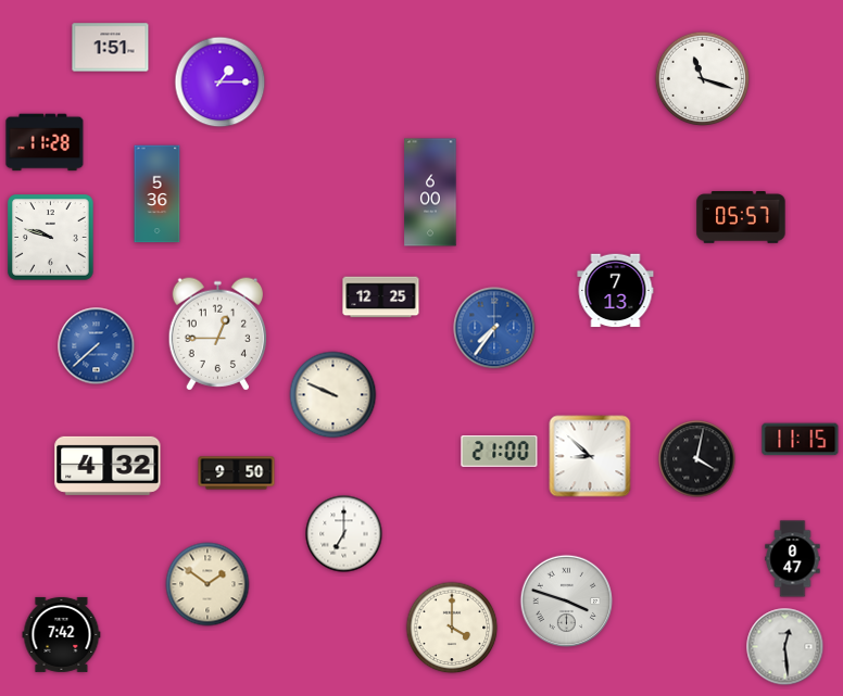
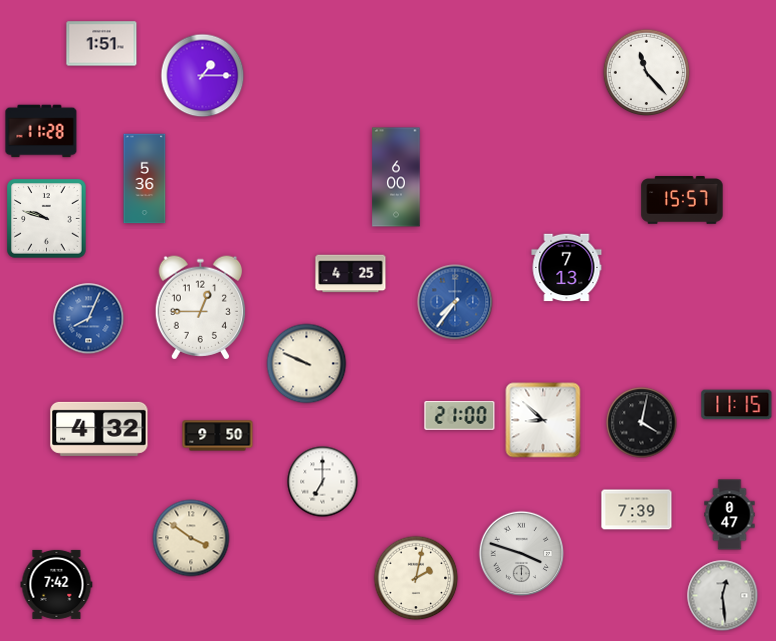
clock at (703, 79): 11:18 -> 11:23
clock at (741, 218): 05:57 -> 15:57
clock at (381, 298): 12:25 -> 4:25
clock at (97, 346): 7:38 -> 8:04
clock at (344, 534) position: (344, 534) -> (323, 482)
clock at (637, 510): none -> 7:39
clock at (207, 584): 1:51 -> 3:51
clock at (452, 628): 4:00 -> 2:02
